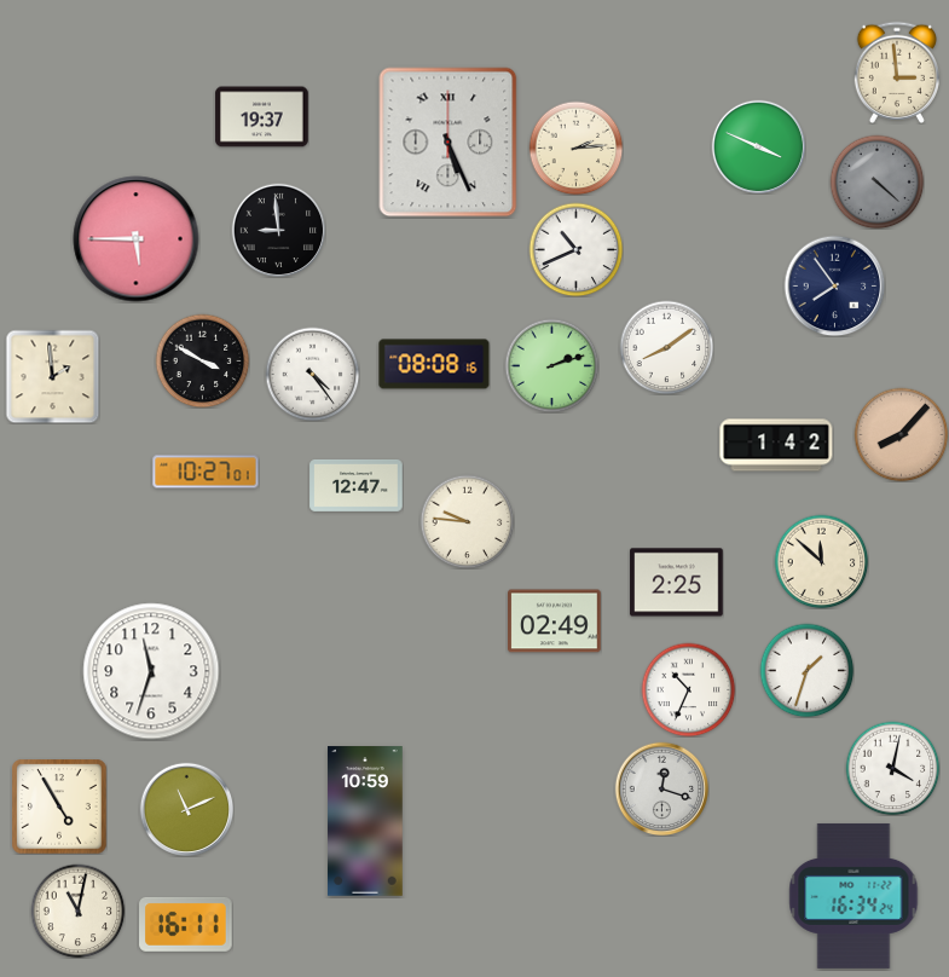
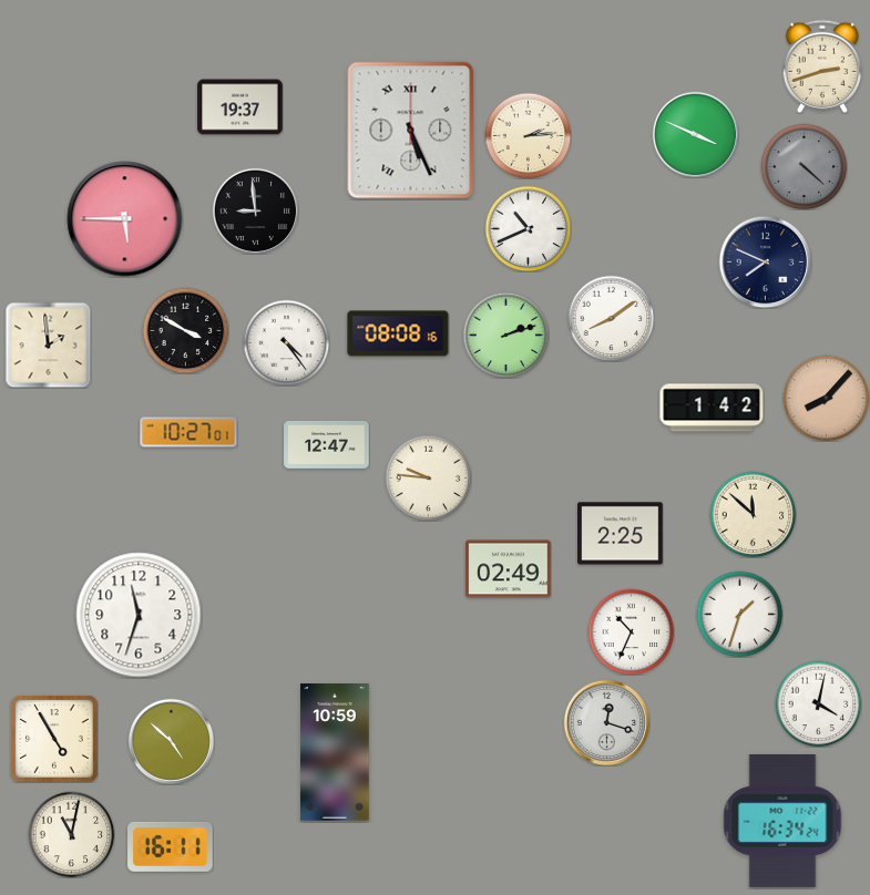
clock at (896, 73): 2:59 -> 2:42
clock at (834, 285): 7:54 -> 7:49
clock at (186, 809): 11:11 -> 4:52
